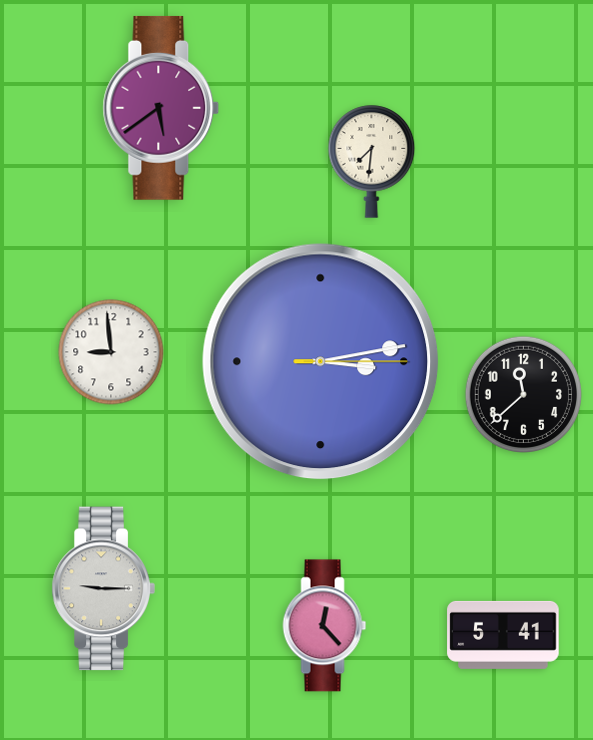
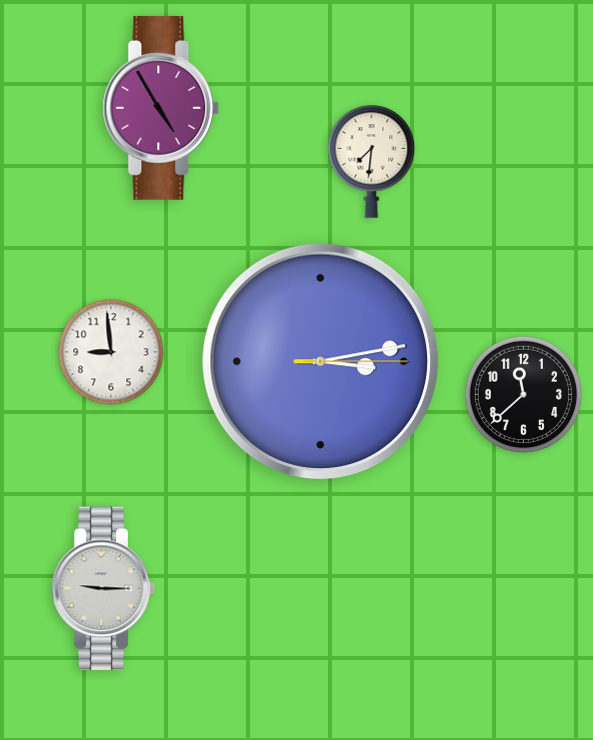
clock at (161, 108): 5:39 -> 4:55
clock at (325, 626): 12:23 -> none
clock at (503, 635): 5:41 -> none
